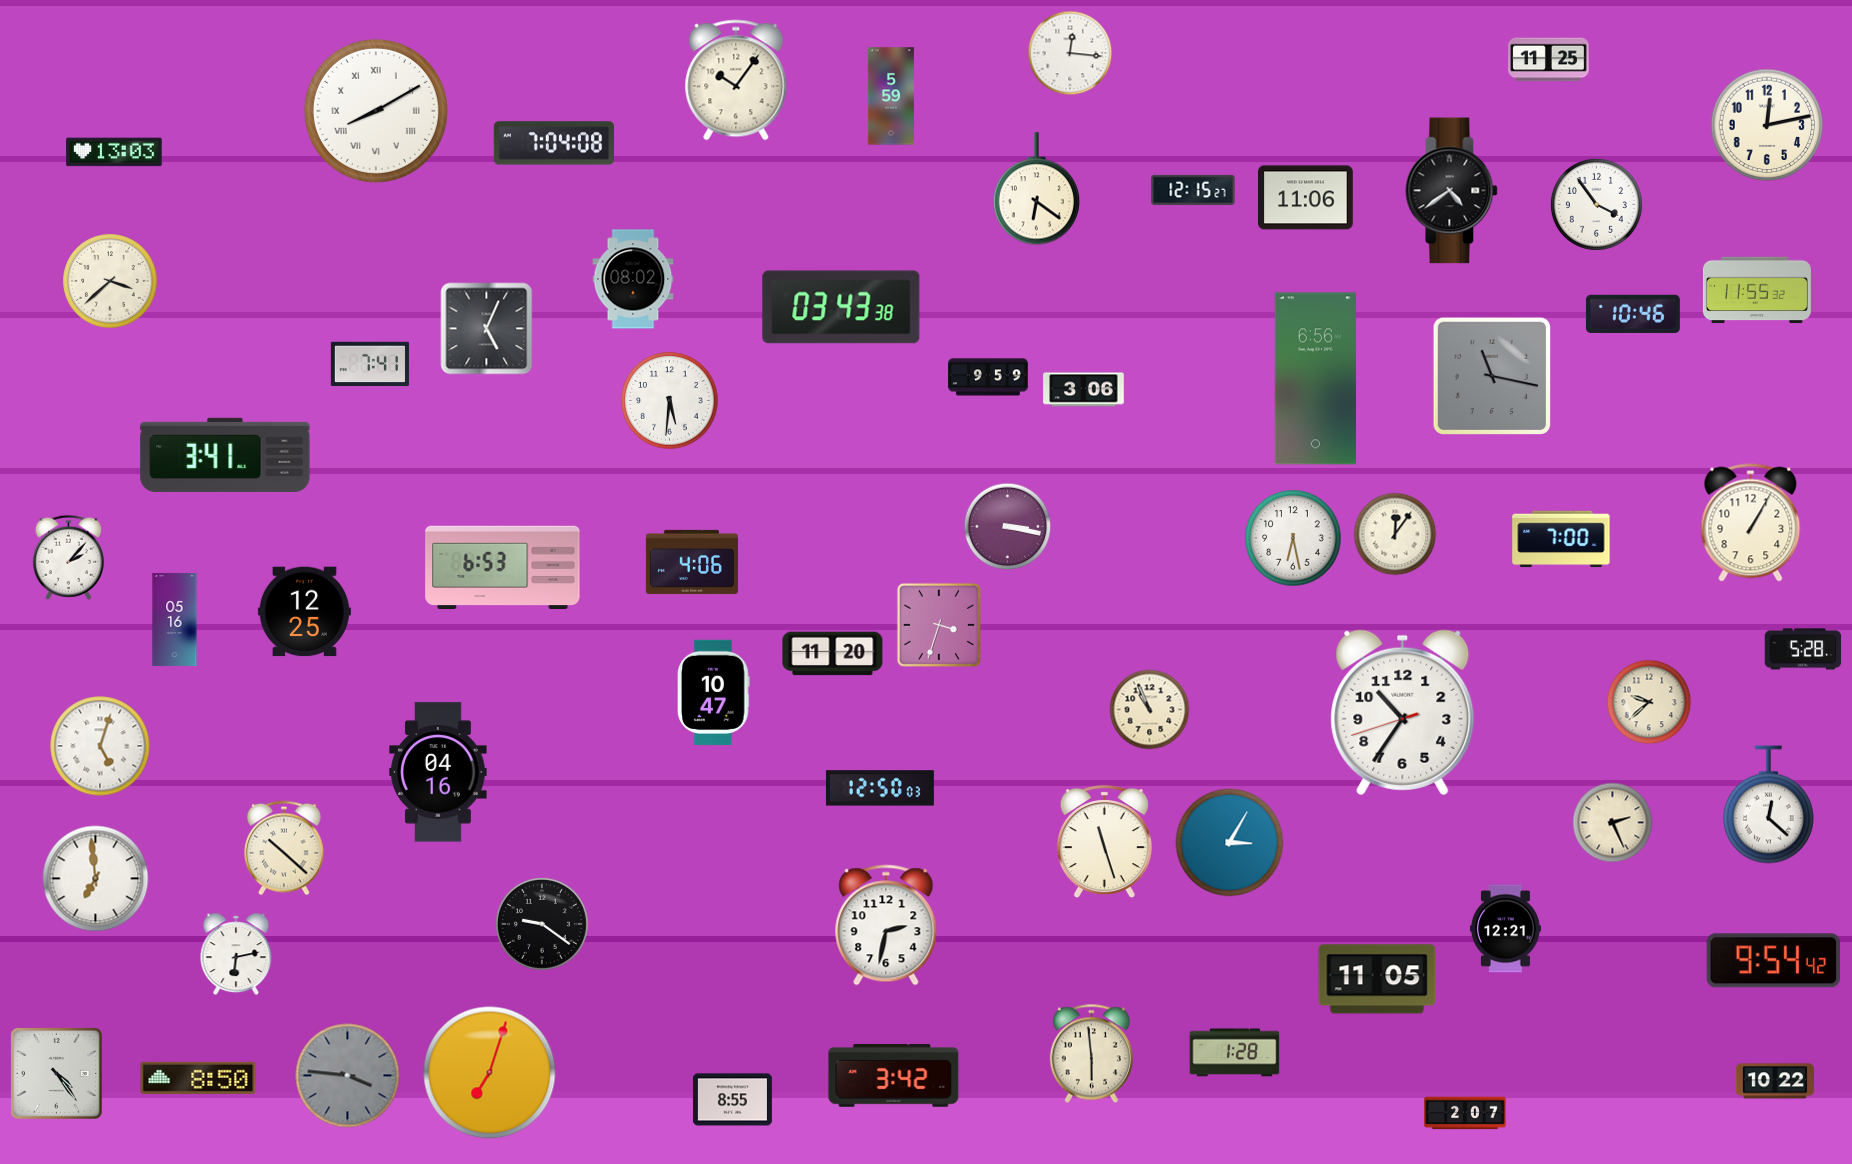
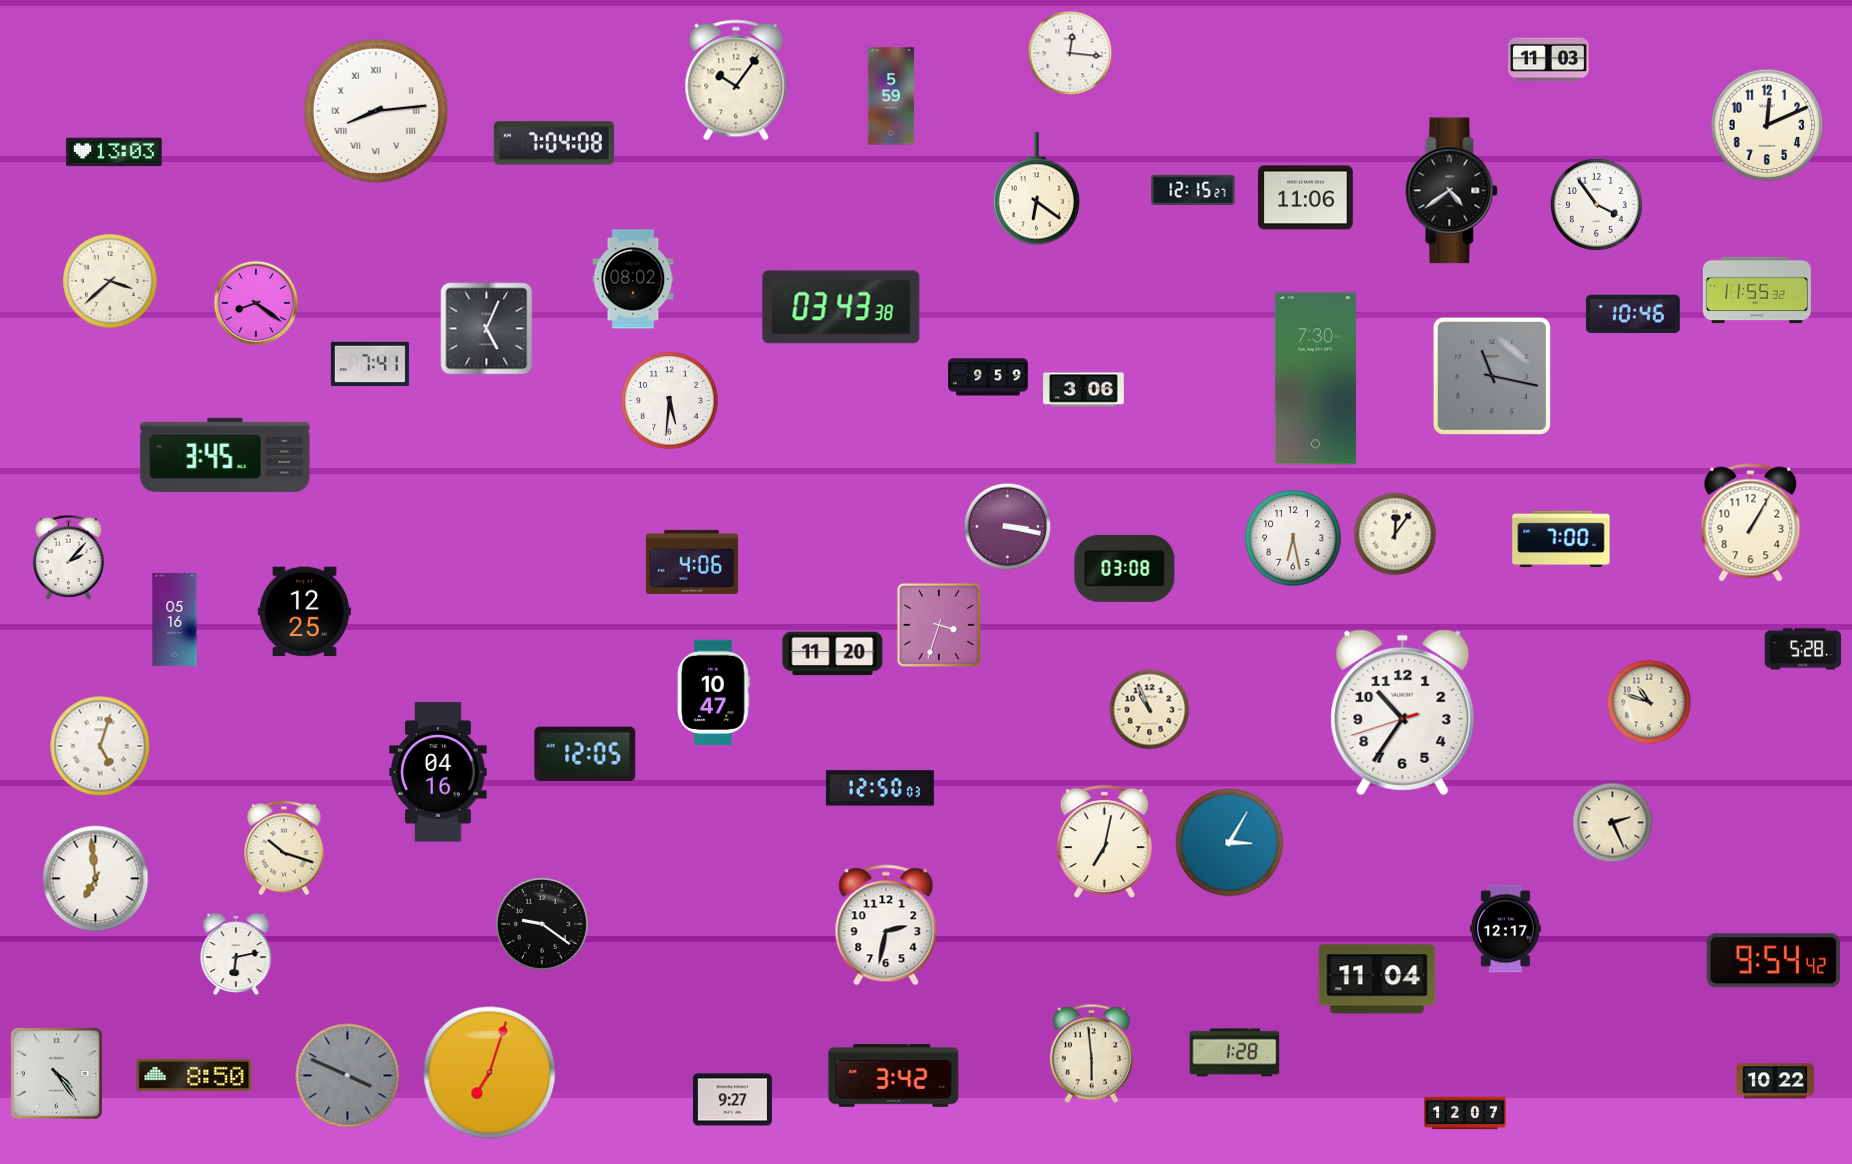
clock at (1549, 60): 11:25 -> 11:03
clock at (376, 111): 8:10 -> 8:14
clock at (1767, 125): 12:13 -> 12:11
clock at (256, 303): none -> 8:21
clock at (1315, 379): 6:56 -> 7:30
clock at (225, 455): 3:41 -> 3:45
clock at (503, 568): 6:53 -> none
clock at (1125, 568): none -> 03:08
clock at (1649, 702): 9:38 -> 10:48
clock at (585, 754): none -> 12:05
clock at (1768, 805): 12:22 -> none
clock at (1104, 842): 11:27 -> 7:02
clock at (284, 848): 10:22 -> 10:18
clock at (1505, 929): 12:21 -> 12:17
clock at (1377, 979): 11:05 -> 11:04
clock at (348, 1076): 3:46 -> 3:49
clock at (198, 1078) position: (198, 1078) -> (194, 1075)
clock at (732, 1100): 8:55 -> 9:27
clock at (1465, 1113): 2:07 -> 12:07
